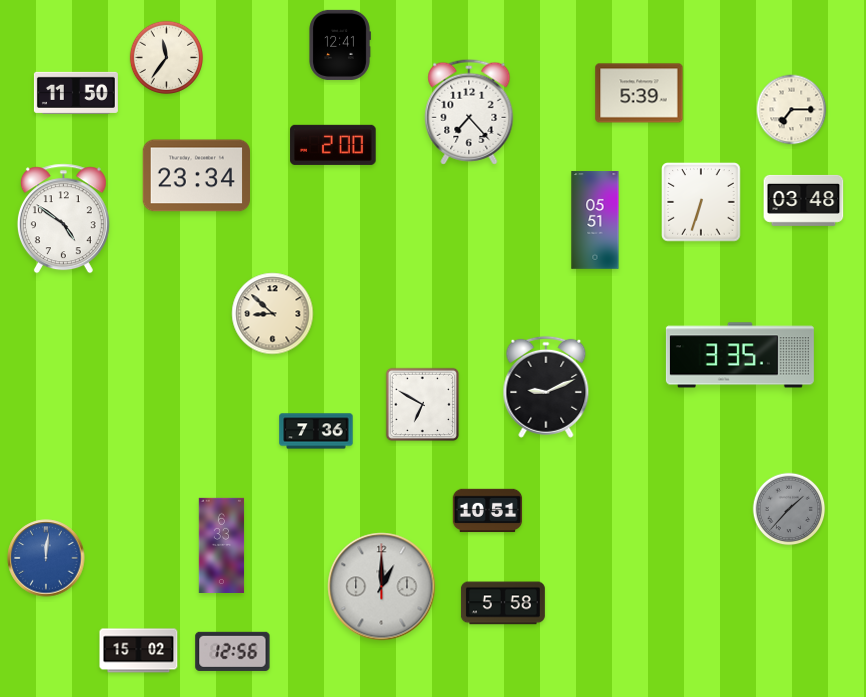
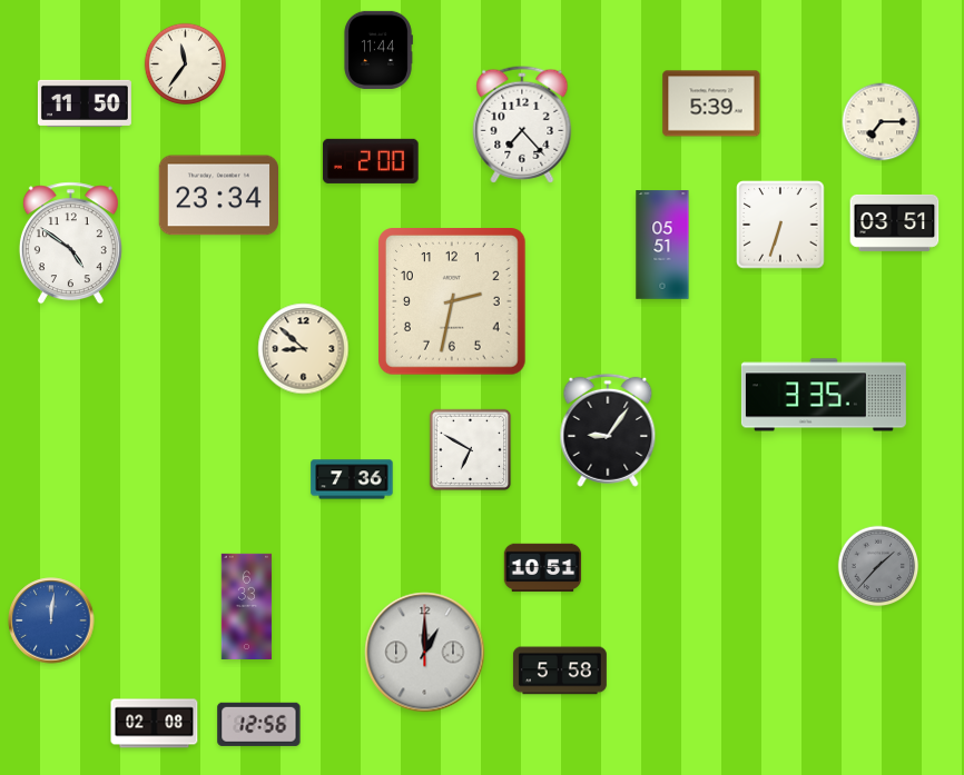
clock at (340, 45): 12:41 -> 11:44
clock at (804, 200): 03:48 -> 03:51
clock at (453, 302): none -> 2:32
clock at (546, 387): 9:11 -> 9:06
clock at (139, 651): 15:02 -> 02:08
